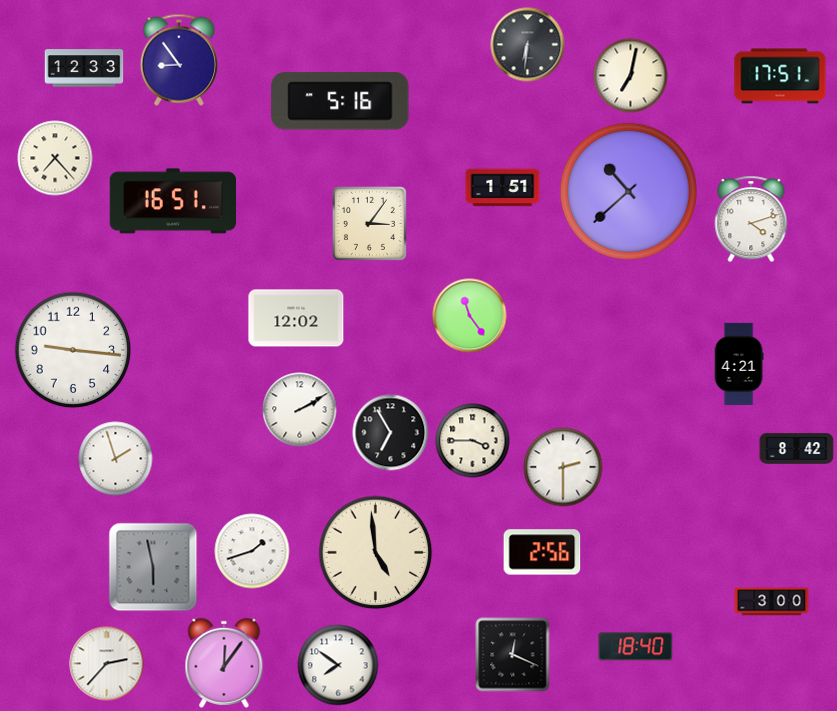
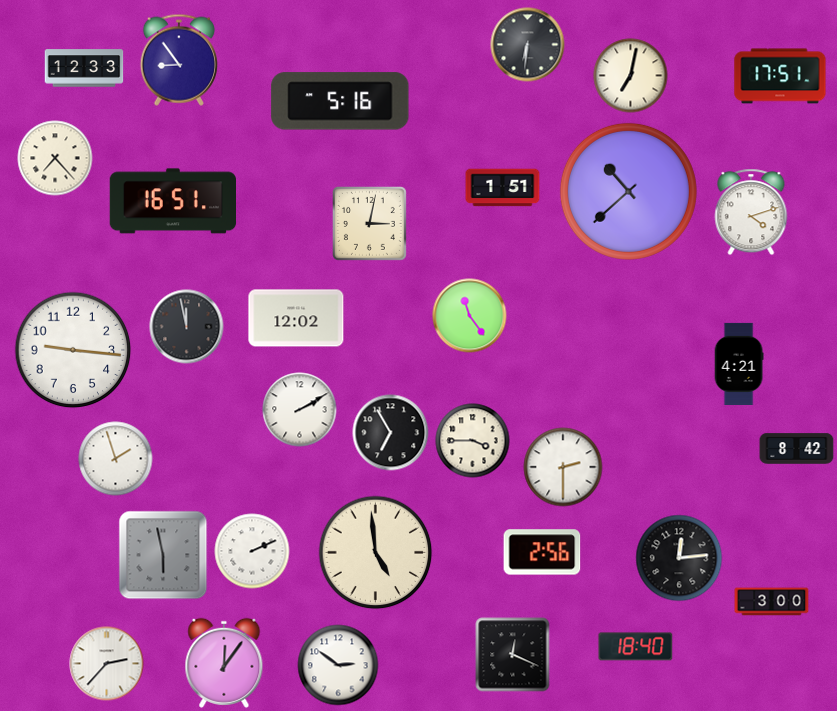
clock at (751, 219) position: (751, 219) -> (751, 212)
clock at (369, 223): 3:06 -> 3:02
clock at (187, 327): none -> 11:58
clock at (252, 551): 1:42 -> 2:11
clock at (679, 558): none -> 12:14
clock at (153, 567) position: (153, 567) -> (163, 555)
clock at (338, 665): 7:51 -> 2:51
